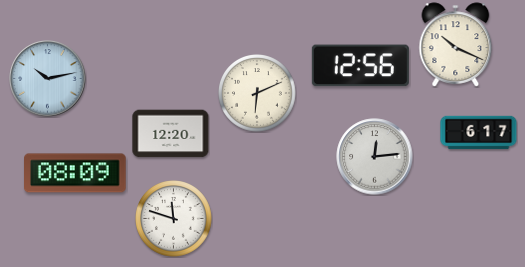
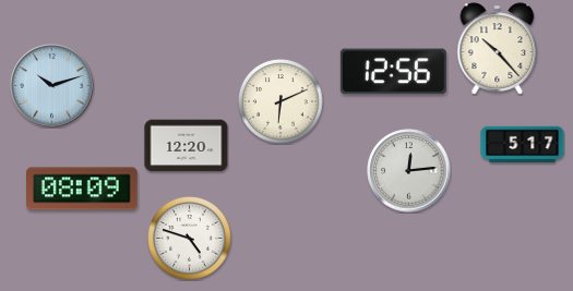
clock at (456, 45): 10:19 -> 10:23
clock at (48, 79): 10:13 -> 10:12
clock at (479, 133): 6:17 -> 5:17
clock at (174, 219): 11:48 -> 4:48
